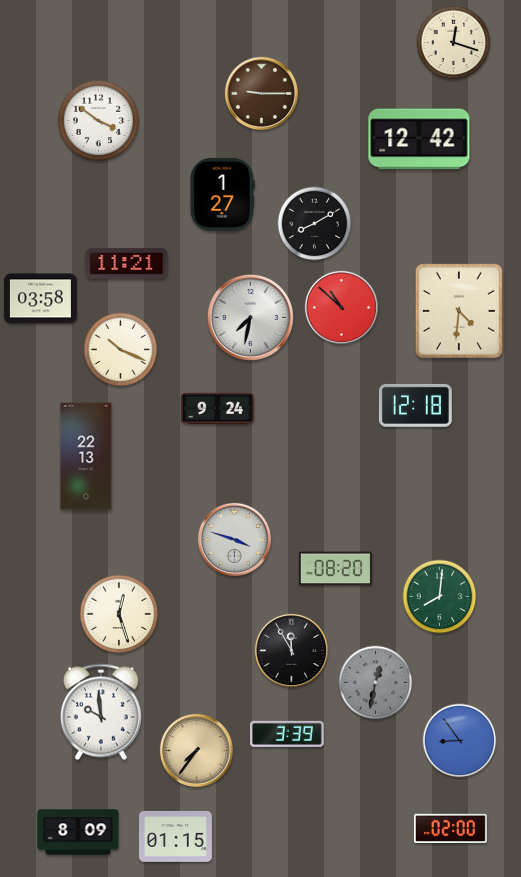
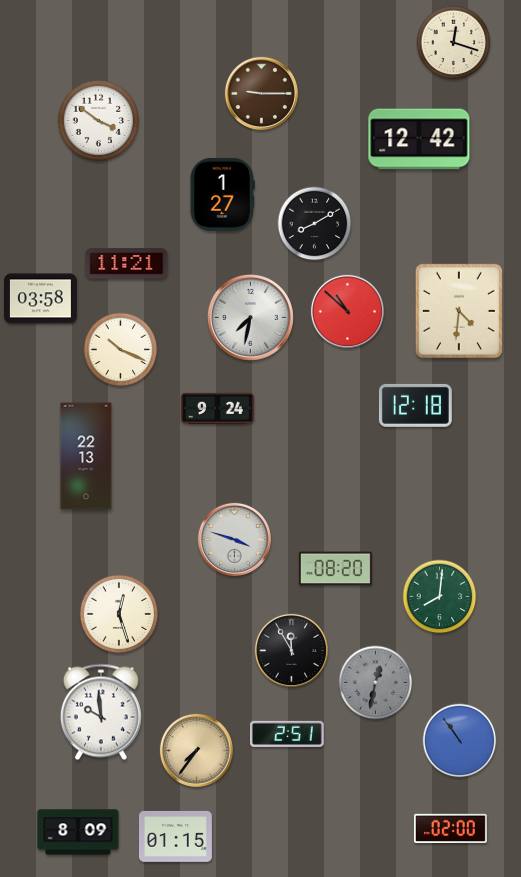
clock at (341, 307) position: (341, 307) -> (347, 311)
clock at (287, 734): 3:39 -> 2:51
clock at (460, 741): 8:54 -> 10:54
